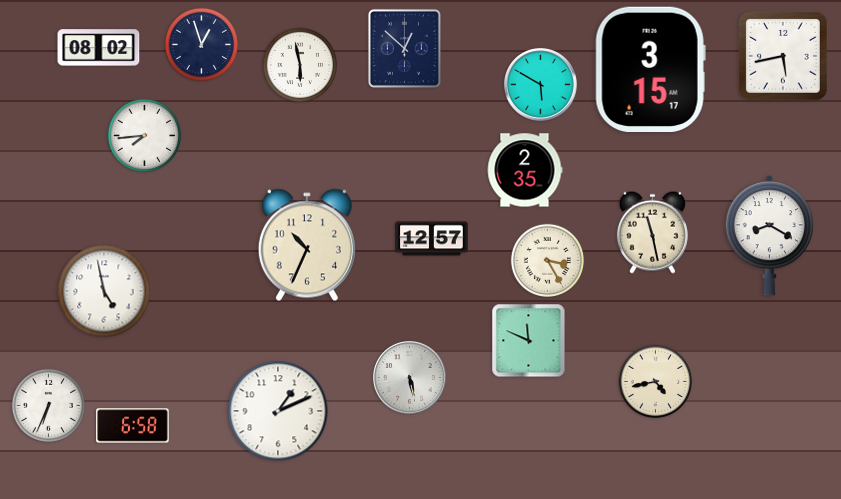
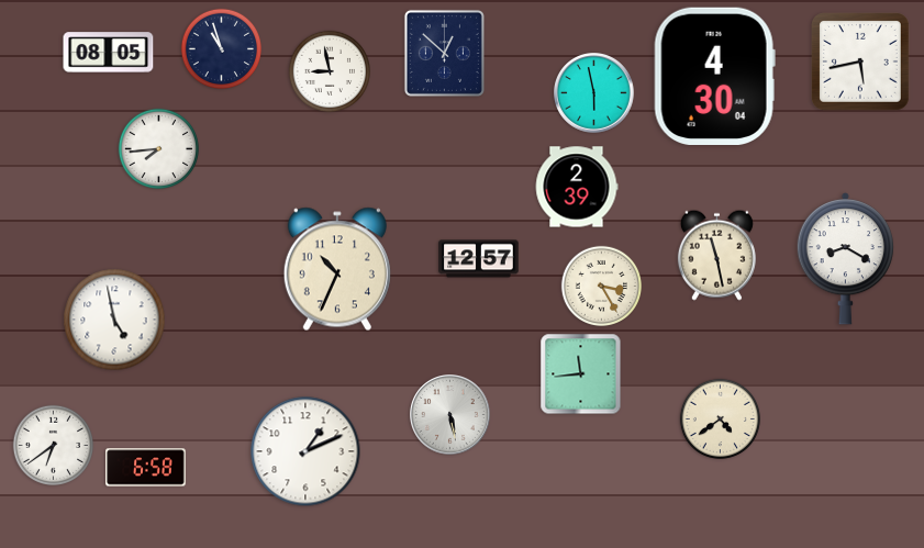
clock at (201, 44): 12:57 -> 10:57
clock at (99, 48): 08:02 -> 08:05
clock at (299, 64): 5:58 -> 8:58
clock at (650, 69): 3:15 -> 4:30
clock at (541, 85): 5:50 -> 5:58
clock at (525, 170): 2:35 -> 2:39
clock at (432, 239) position: (432, 239) -> (479, 259)
clock at (529, 341): 11:49 -> 11:44
clock at (655, 381): 4:43 -> 4:39
clock at (48, 405): 6:34 -> 6:39
